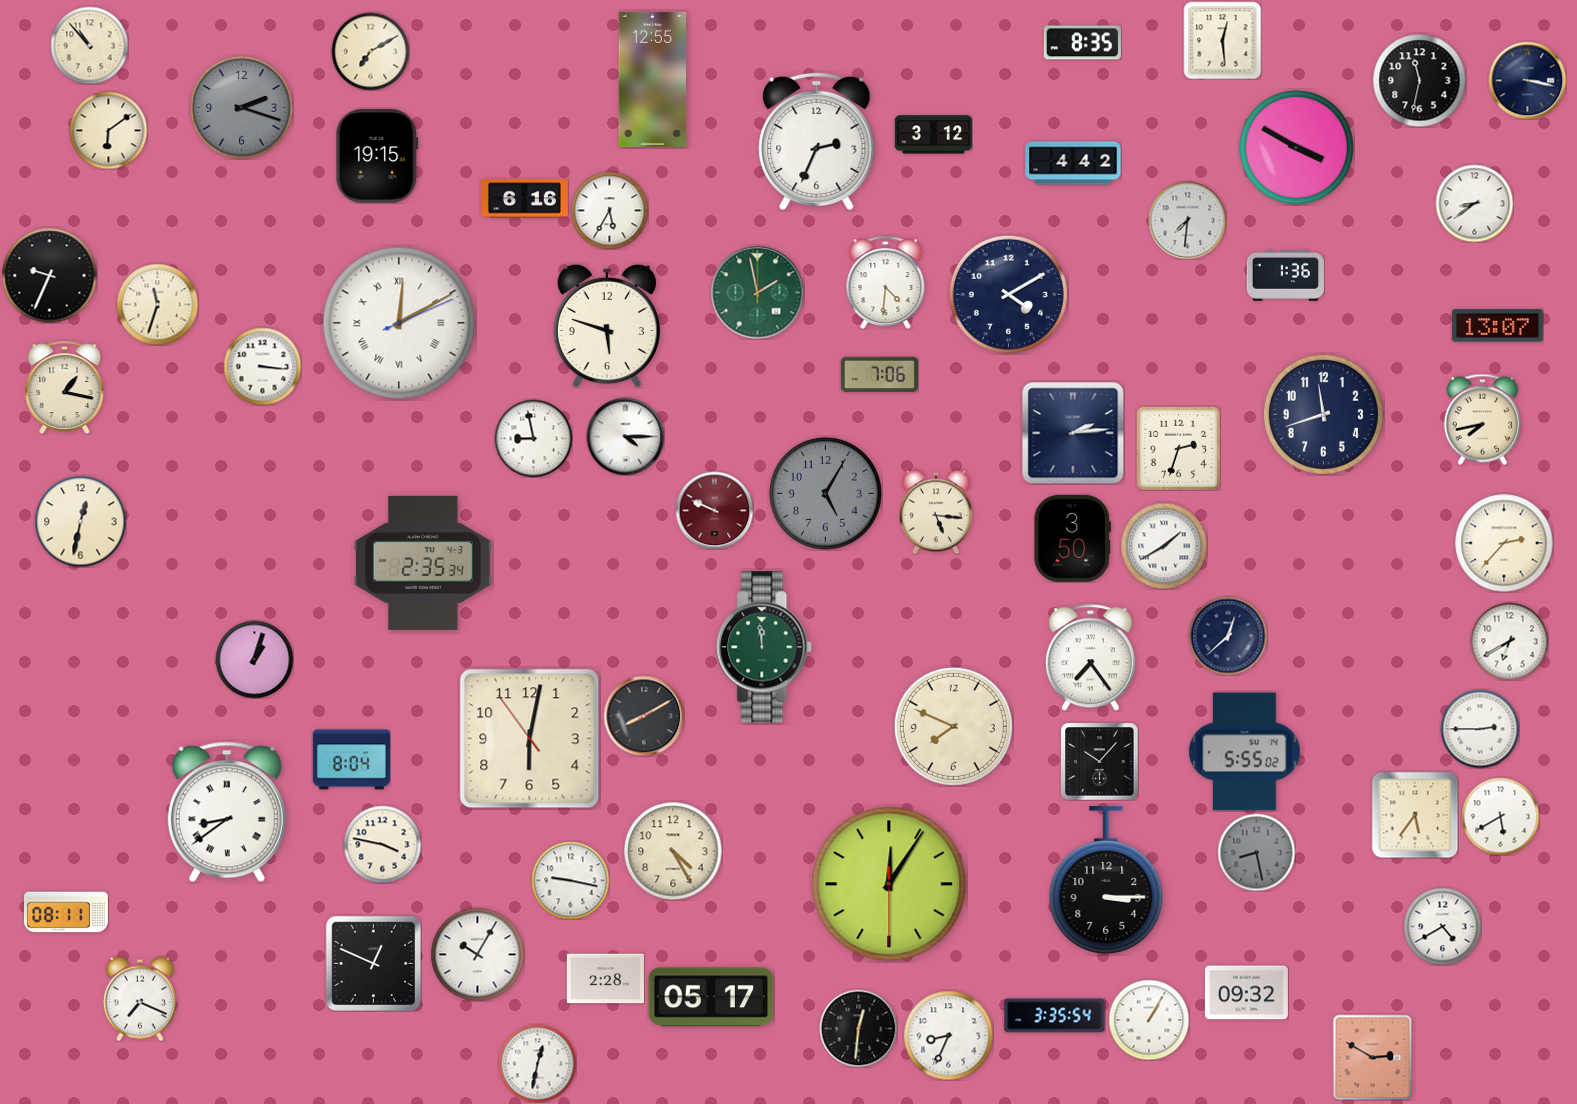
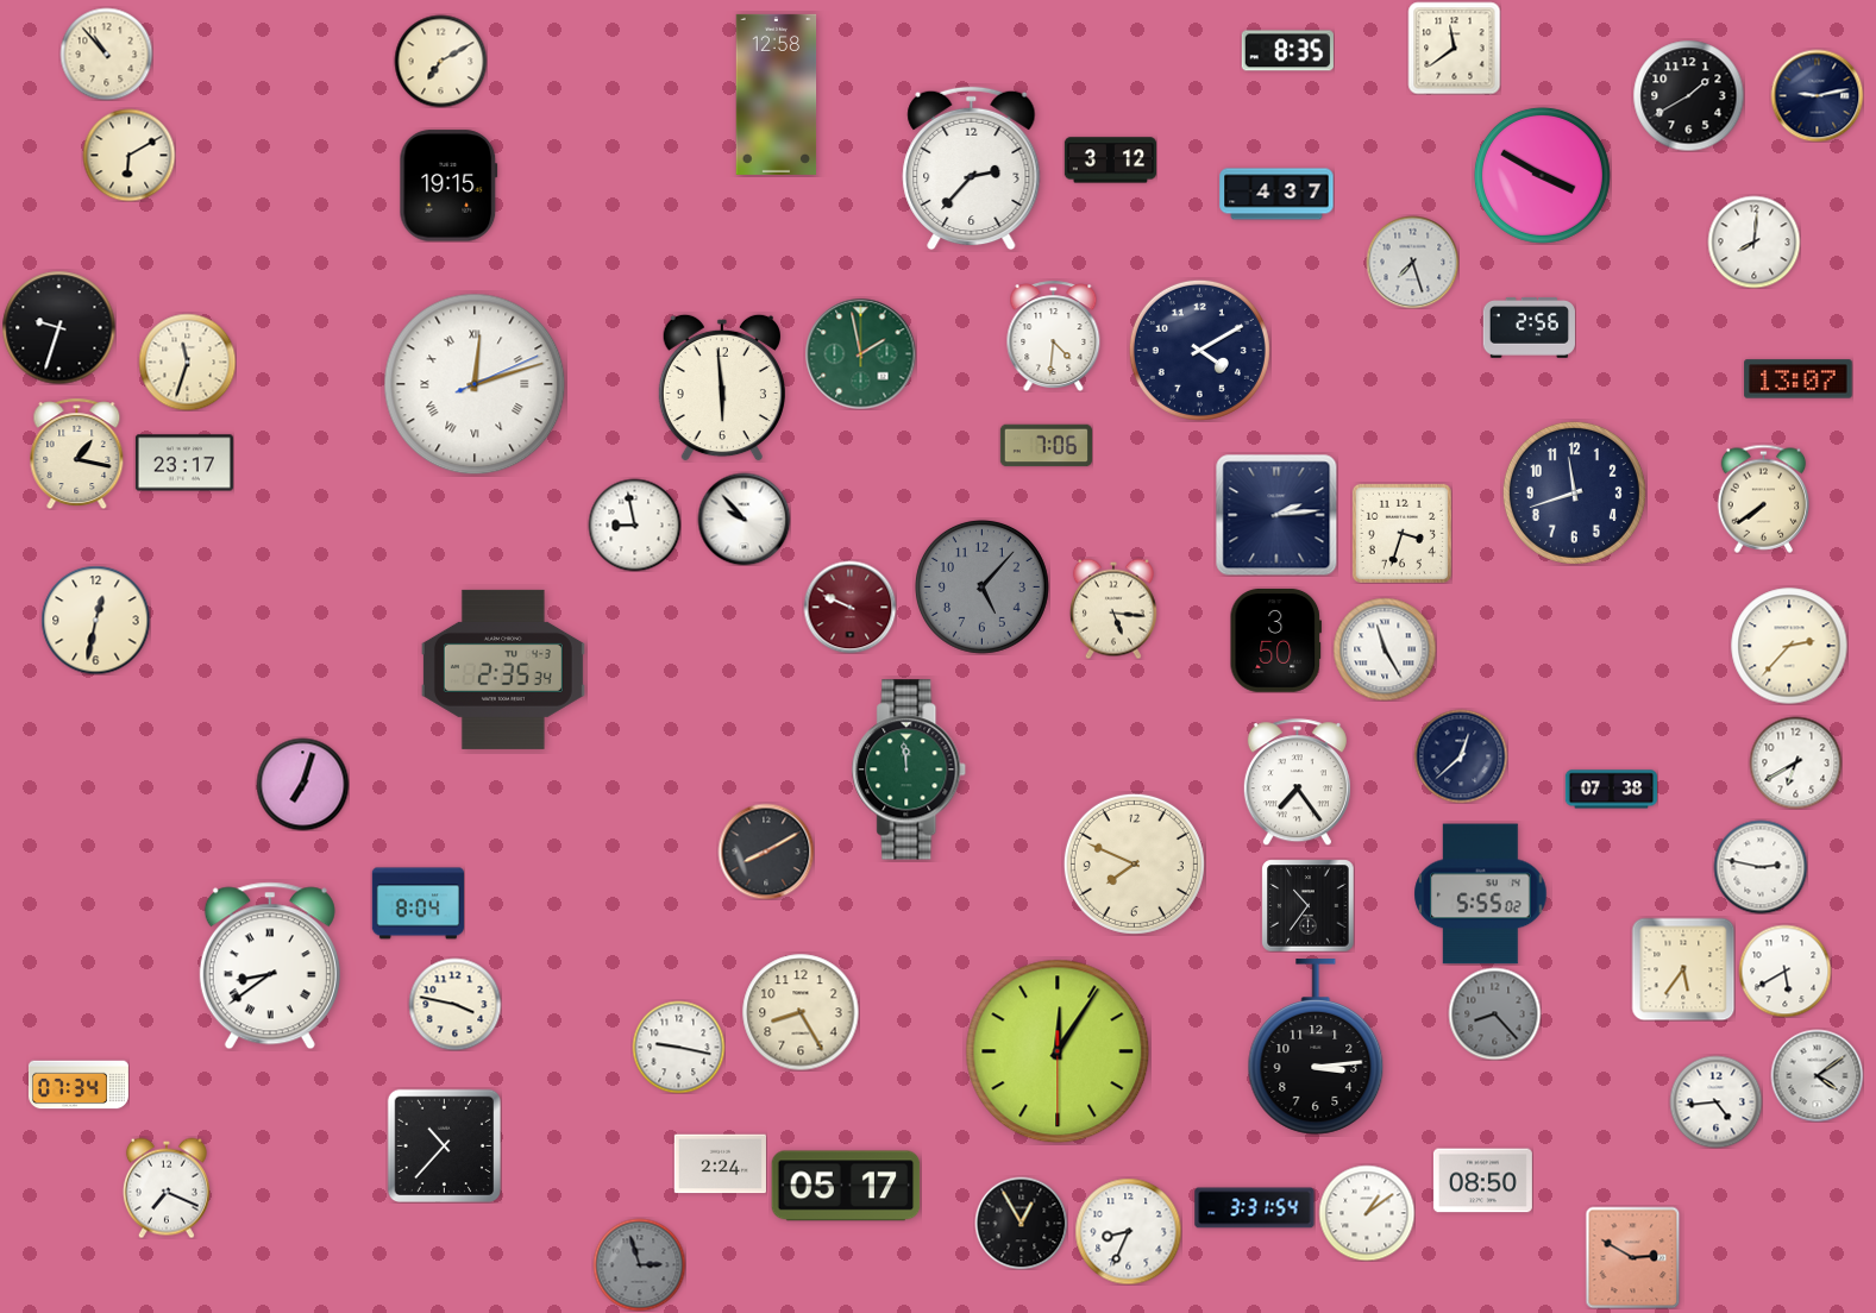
clock at (1222, 40): 12:29 -> 11:39
clock at (653, 79): 12:55 -> 12:58
clock at (1419, 80): 11:32 -> 1:40
clock at (1527, 80): 3:17 -> 9:13
clock at (242, 108): 2:18 -> none
clock at (108, 130): 6:09 -> 6:10
clock at (817, 142): 2:34 -> 2:37
clock at (1073, 163): 4:42 -> 4:37
clock at (525, 199): 6:16 -> none
clock at (1474, 203): 8:39 -> 8:01
clock at (609, 210): 5:35 -> none
clock at (1187, 220): 7:31 -> 7:27
clock at (49, 275): 9:34 -> 9:33
clock at (1285, 276): 1:36 -> 2:56
clock at (757, 292) position: (757, 292) -> (860, 353)
clock at (399, 323): 12:10 -> 12:12
clock at (607, 326): 5:48 -> 5:59
clock at (1498, 326) position: (1498, 326) -> (1799, 379)
clock at (262, 366): 3:16 -> none
clock at (65, 387) position: (65, 387) -> (77, 453)
clock at (184, 463): none -> 23:17
clock at (1483, 419): 7:43 -> 7:39
clock at (625, 436): 4:15 -> 9:53
clock at (533, 438) position: (533, 438) -> (634, 524)
clock at (1178, 448): 2:33 -> 3:33
clock at (825, 493): 5:05 -> 5:07
clock at (1164, 546): 1:40 -> 11:25
clock at (254, 659): 1:03 -> 7:03
clock at (1611, 790): none -> 07:38
clock at (1480, 729): 2:45 -> 2:47
clock at (530, 739): 6:01 -> none
clock at (1099, 761): 10:07 -> 10:36
clock at (673, 851): 4:25 -> 8:25
clock at (1256, 852): 8:28 -> 8:23
clock at (1106, 880): 3:15 -> 3:14
clock at (1817, 1075): none -> 4:09
clock at (66, 912): 08:11 -> 07:34
clock at (1442, 926): 4:40 -> 4:44
clock at (477, 954): 10:05 -> none
clock at (373, 963): 12:49 -> 10:37
clock at (605, 979): 2:28 -> 2:24
clock at (1246, 993): 09:32 -> 08:50
clock at (1055, 1016): 3:35 -> 3:31
clock at (1149, 1020): 1:05 -> 1:09
clock at (858, 1028): 12:31 -> 12:55
clock at (537, 1063): 12:32 -> 2:57
clock at (537, 1063) dial: white -> grey
